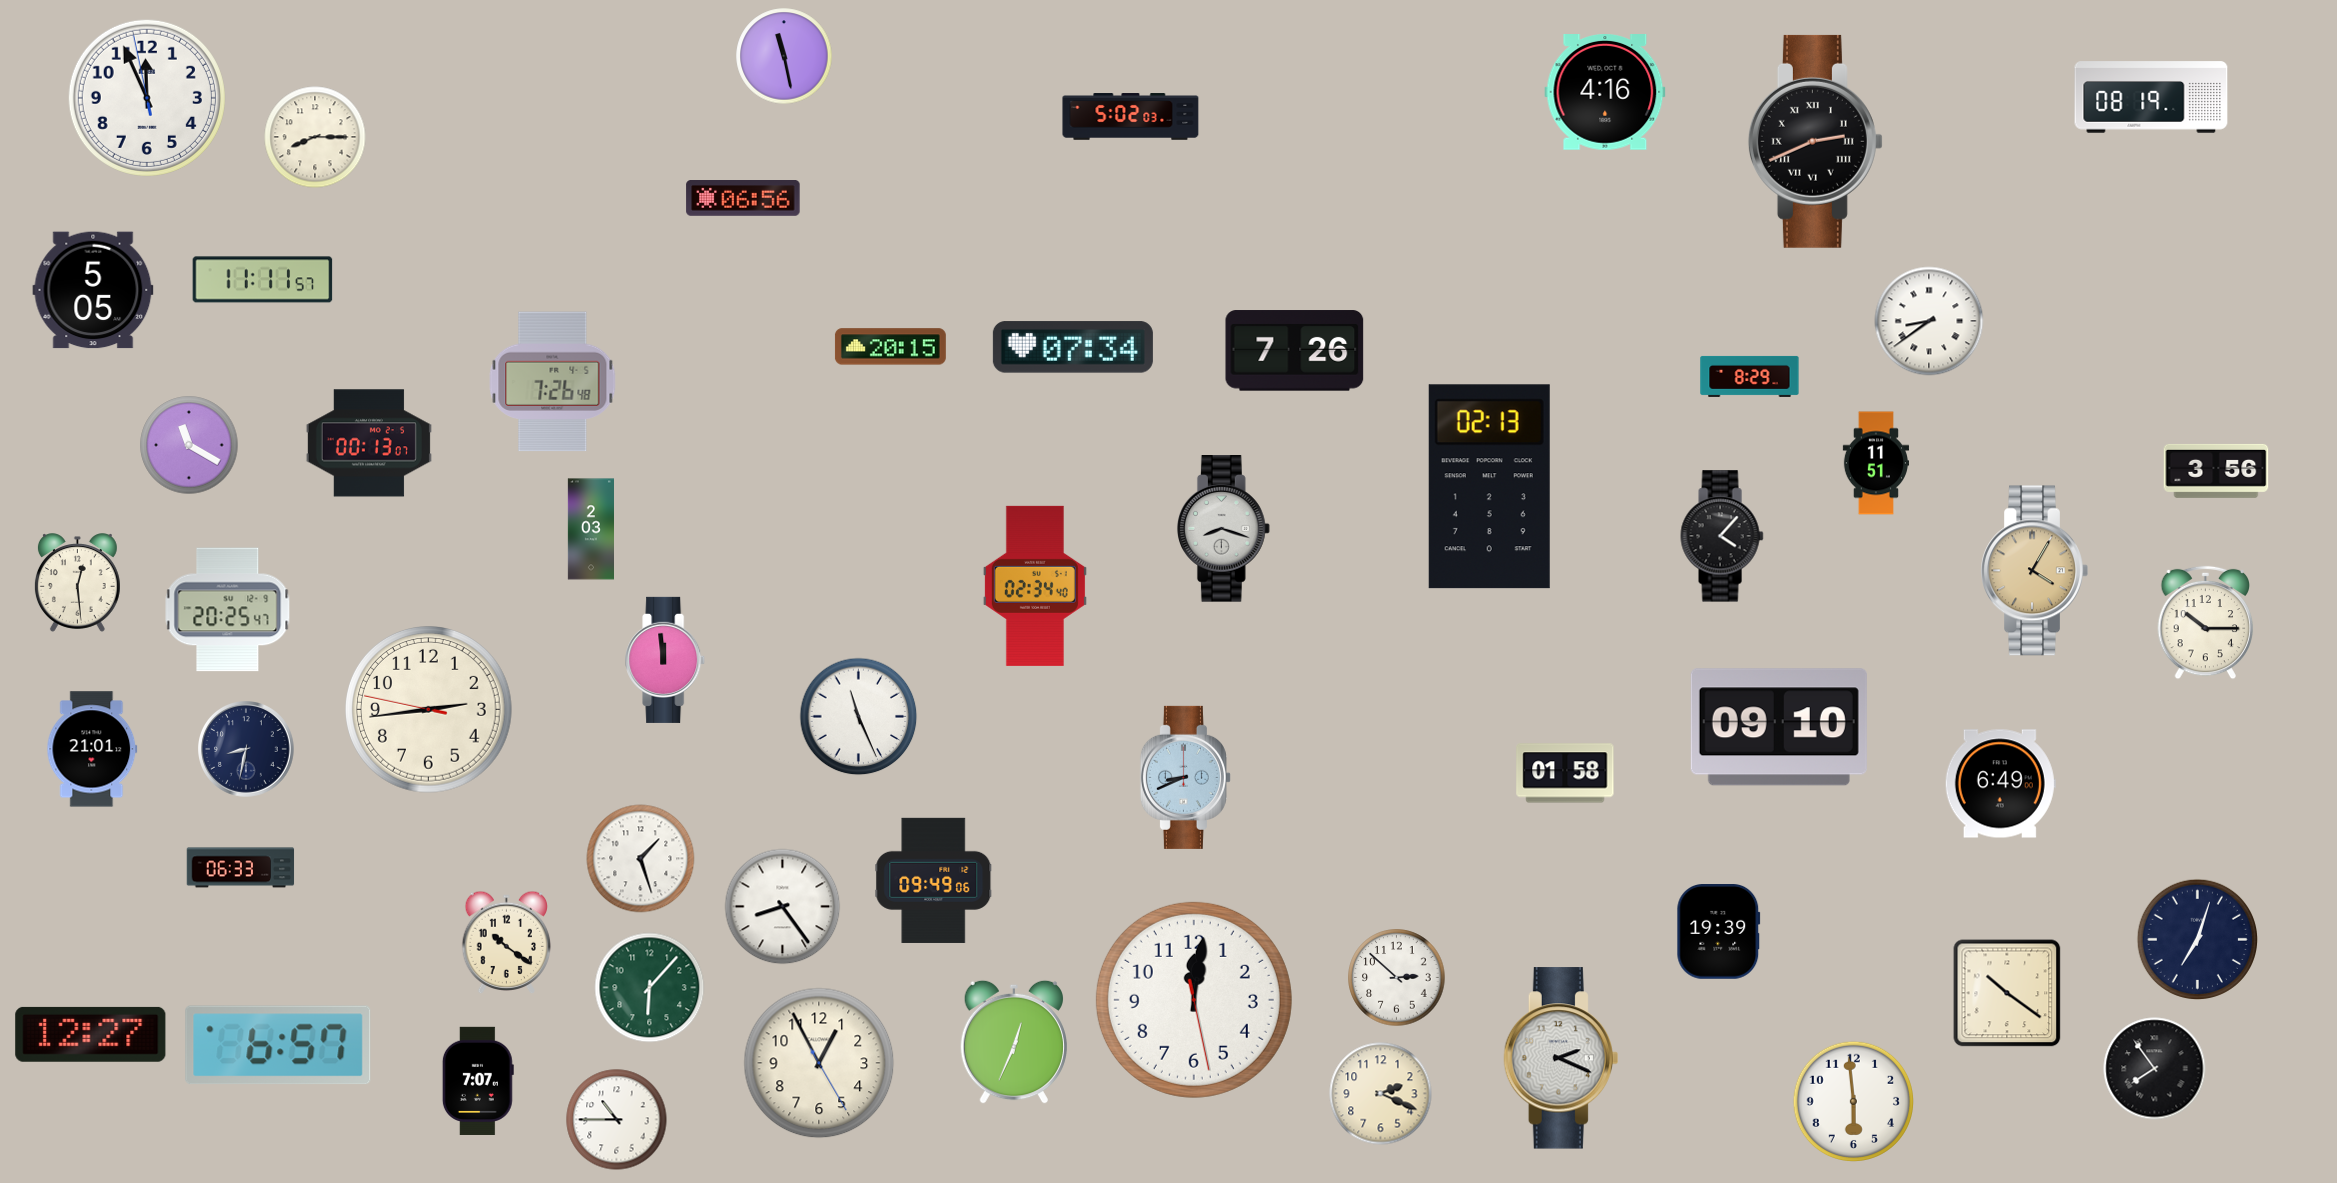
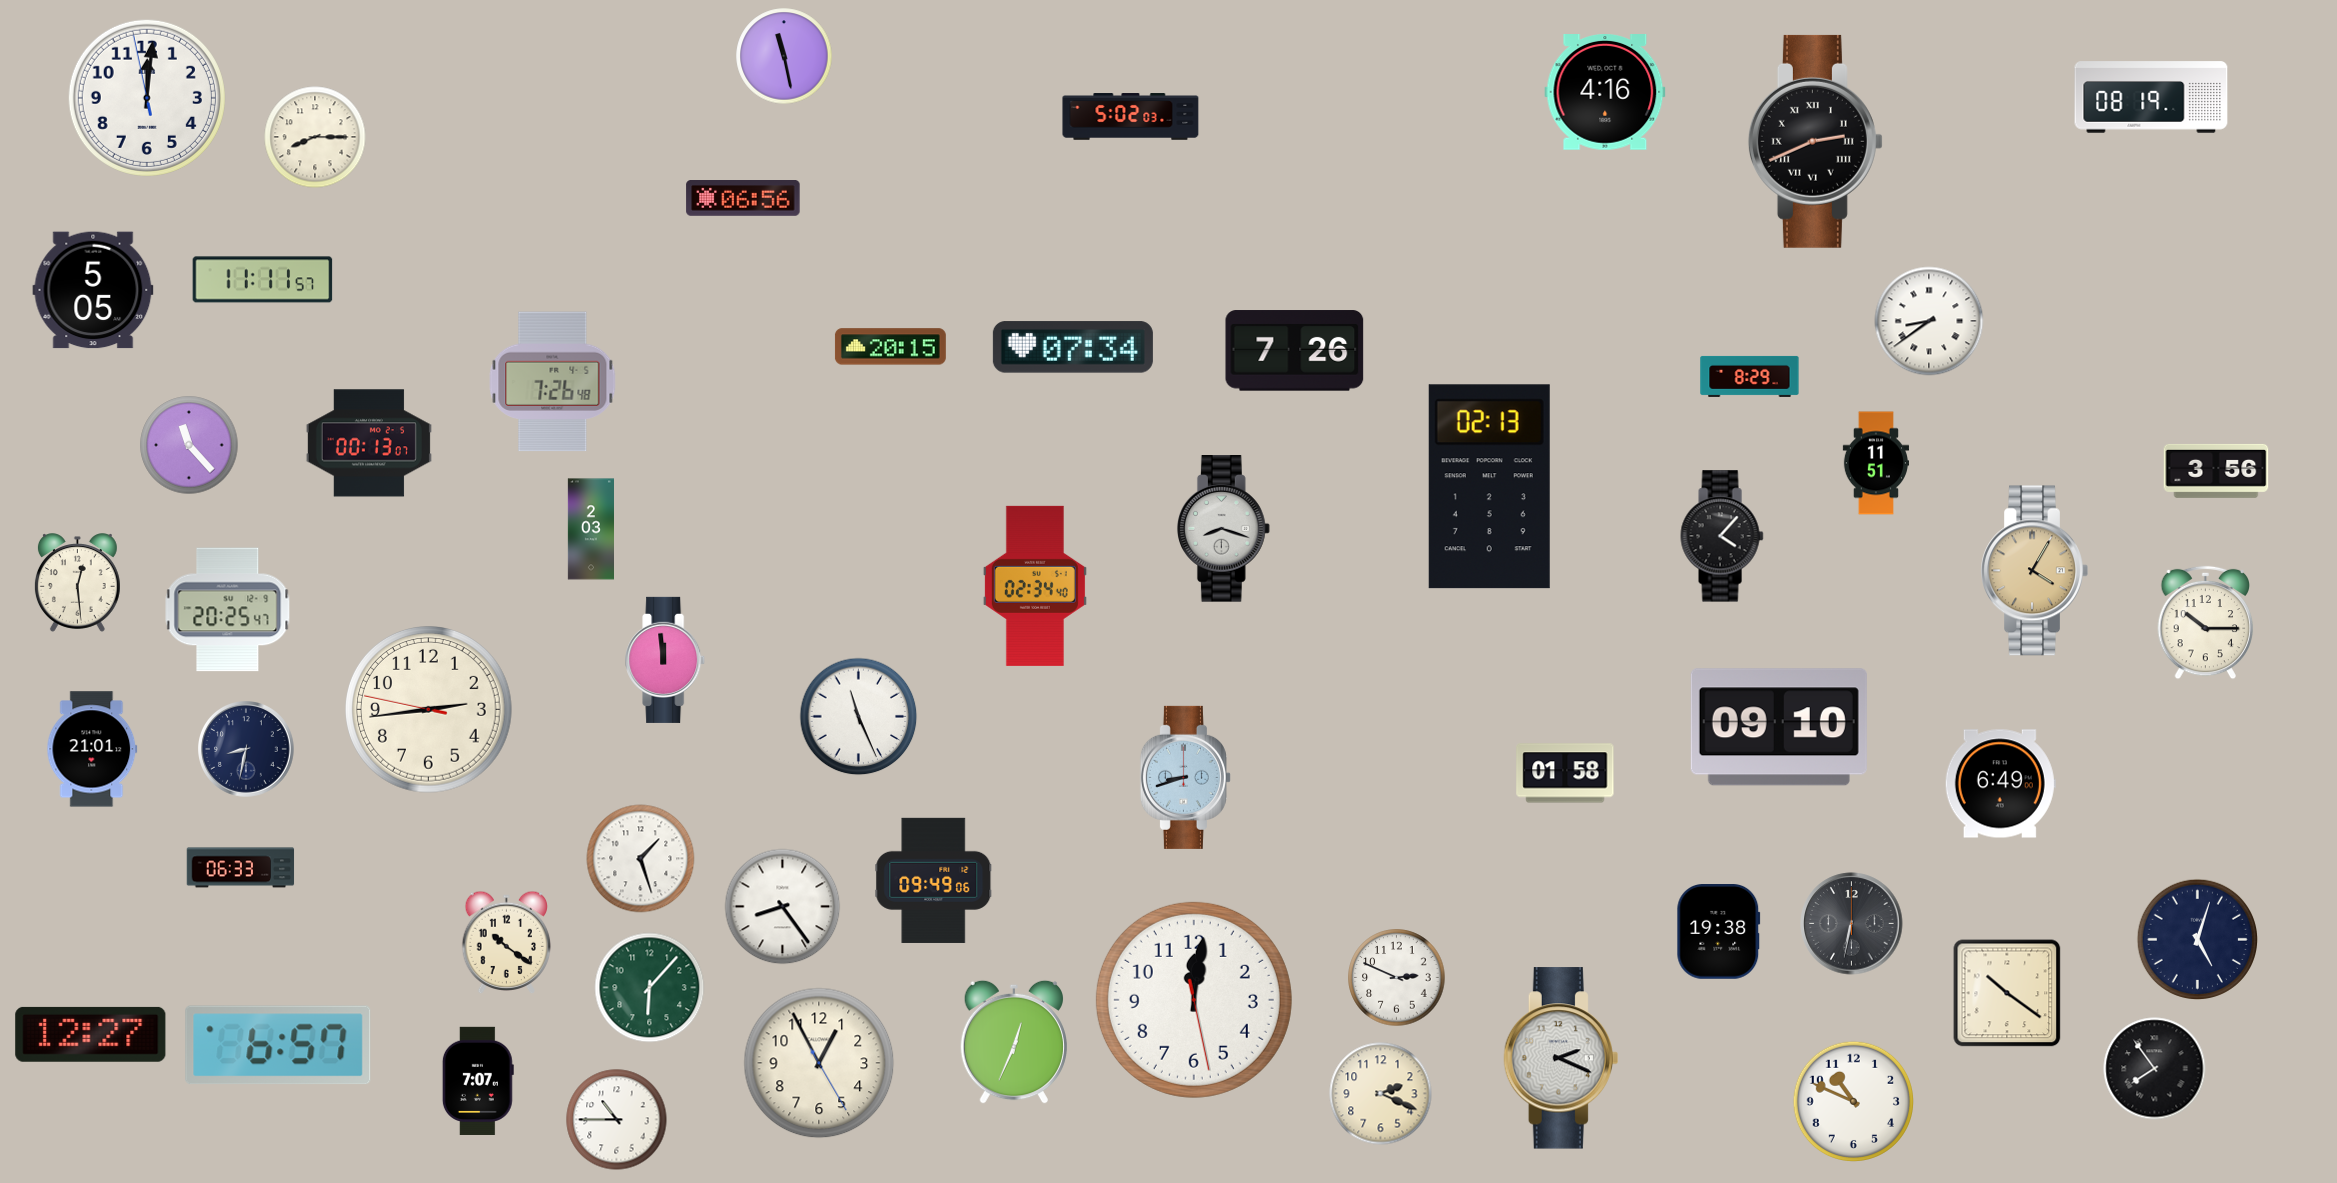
clock at (147, 98): 11:55 -> 12:00
clock at (189, 445): 11:20 -> 11:23
clock at (1185, 777): 8:41 -> 8:42
clock at (1852, 924): none -> 6:32
clock at (1719, 932): 19:39 -> 19:38
clock at (2197, 939): 7:03 -> 5:03
clock at (1397, 978): 2:52 -> 2:49
clock at (1853, 1101): 5:59 -> 10:49
